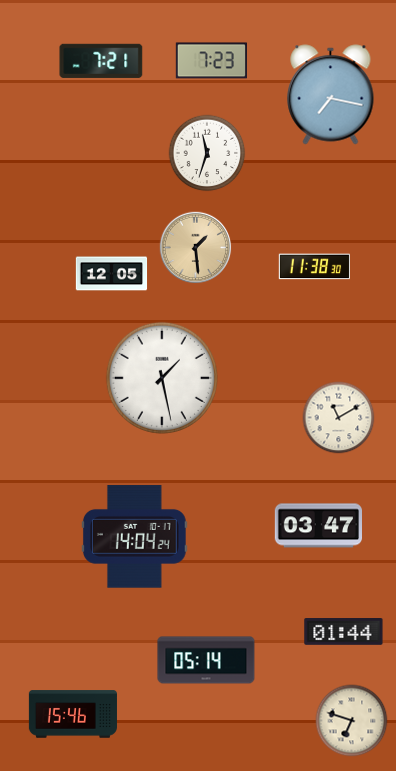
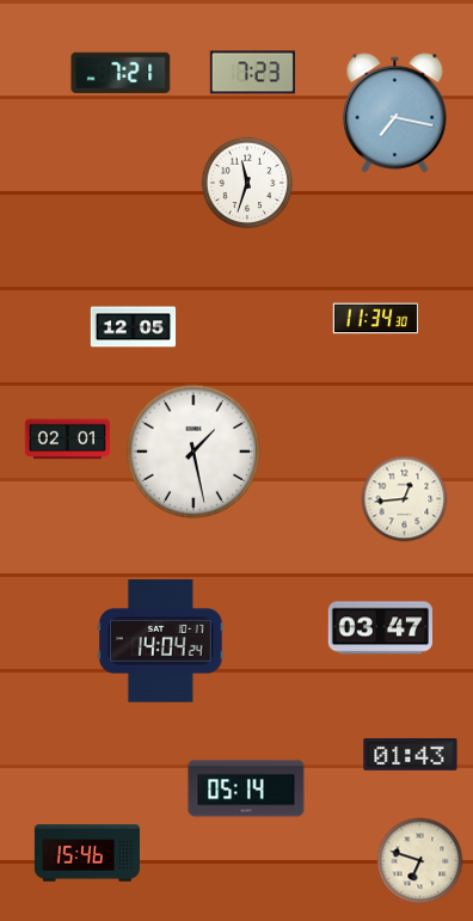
clock at (196, 248): 1:29 -> none
clock at (314, 267): 11:38 -> 11:34
clock at (67, 440): none -> 02:01
clock at (339, 418): 11:10 -> 12:44
clock at (344, 632): 01:44 -> 01:43
